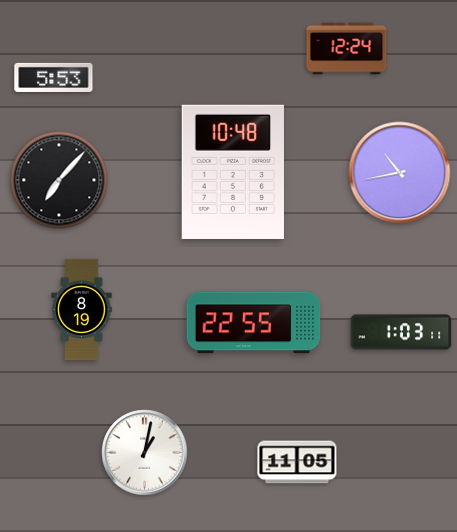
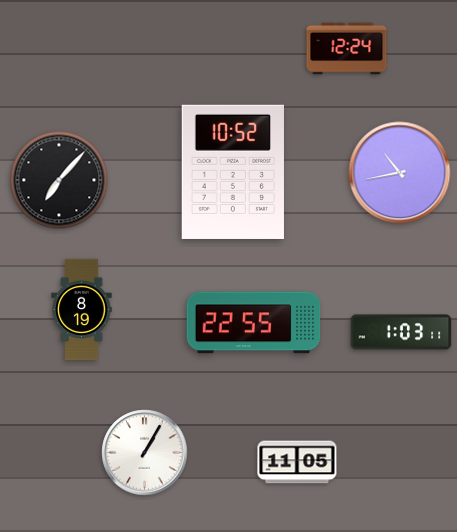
clock at (54, 77): 5:53 -> none
clock at (233, 172): 10:48 -> 10:52
clock at (145, 453): 1:02 -> 1:05
